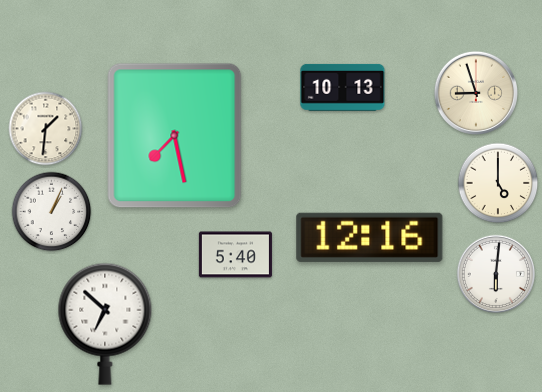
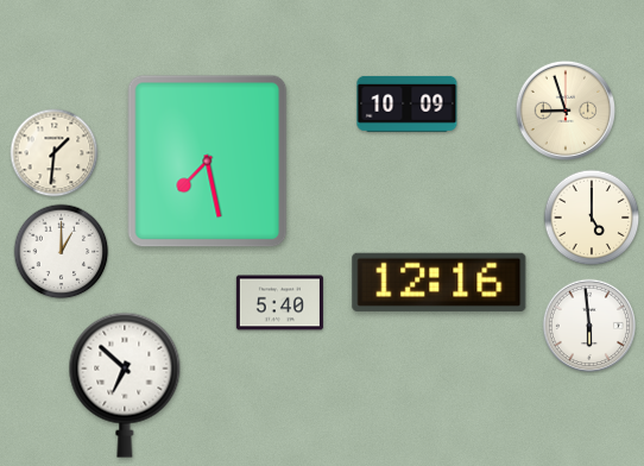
clock at (343, 87): 10:13 -> 10:09
clock at (52, 212): 1:04 -> 1:00
clock at (496, 274): 6:01 -> 5:59
